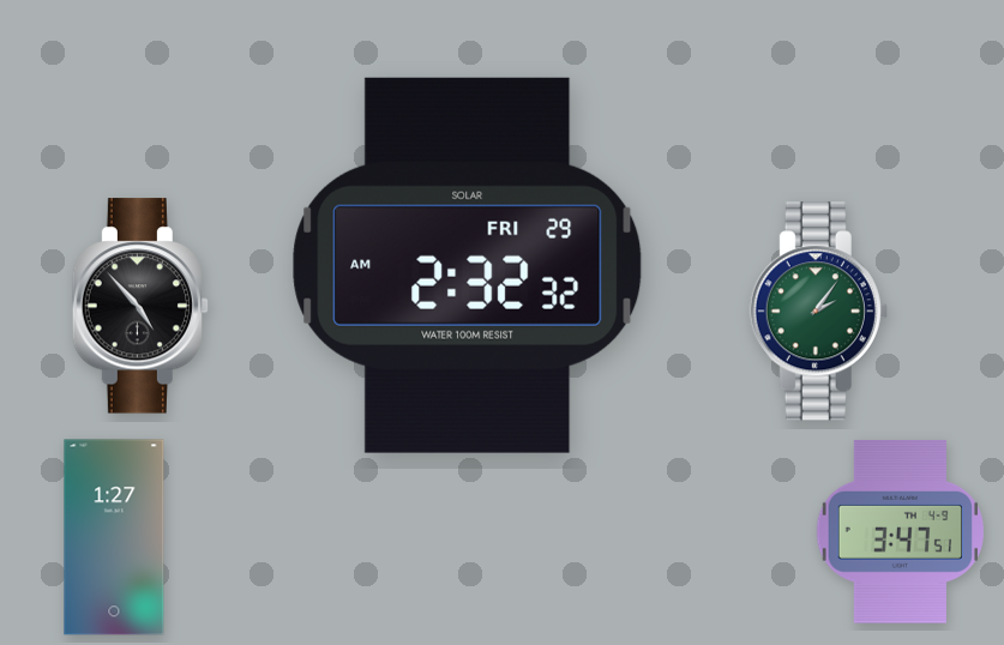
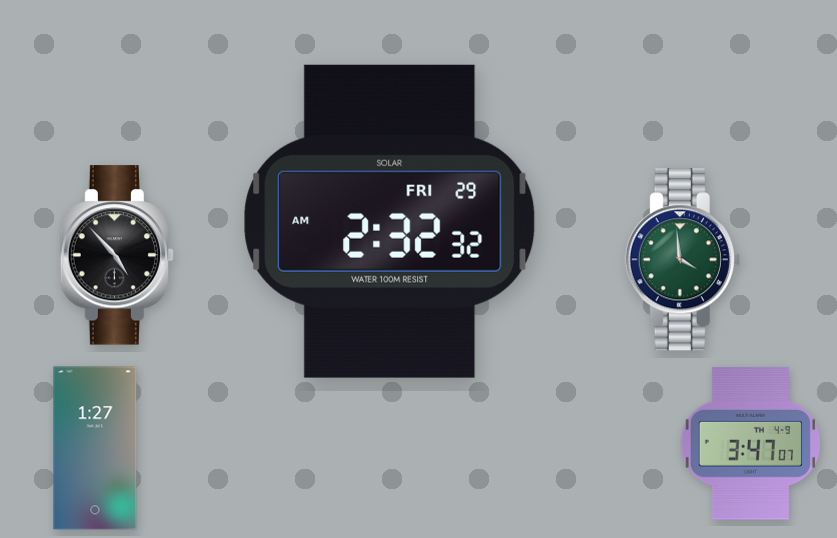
clock at (818, 312): 2:06 -> 3:59
clock at (900, 531): 3:47:51 -> 3:47:07
